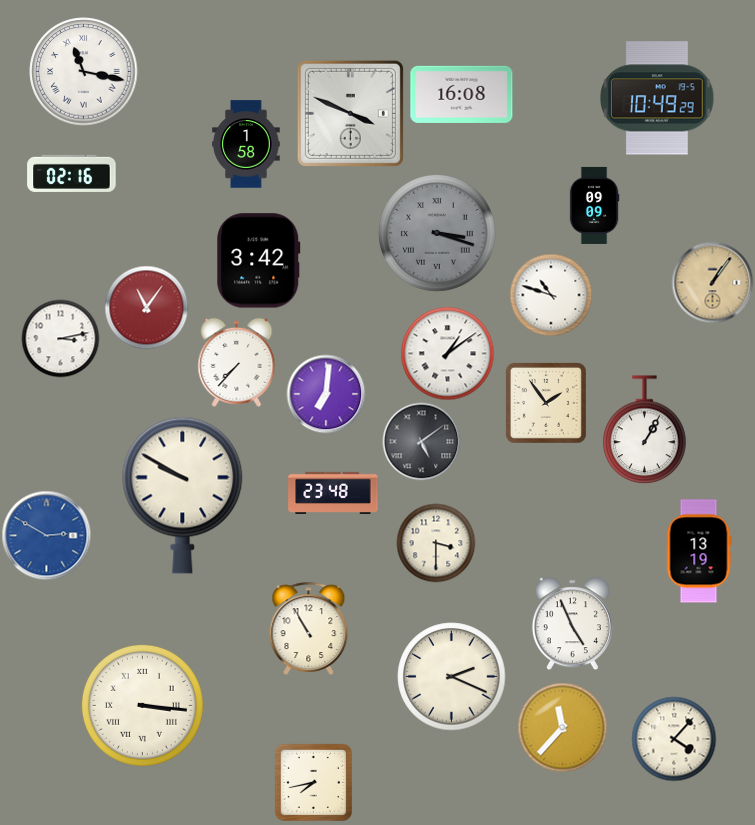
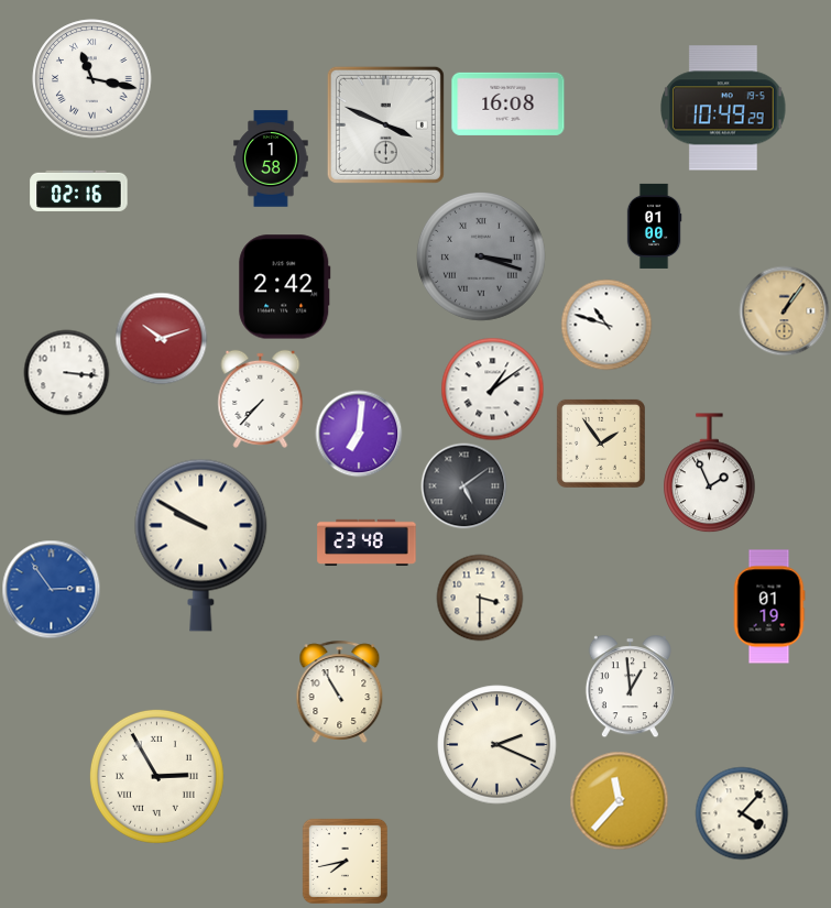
clock at (594, 205): 09:09 -> 01:00
clock at (259, 261): 3:42 -> 2:42
clock at (146, 307): 11:06 -> 10:12
clock at (60, 338): 3:13 -> 3:16
clock at (645, 430): 1:05 -> 1:56
clock at (46, 535): 2:50 -> 2:54
clock at (699, 551): 13:19 -> 01:19
clock at (572, 623): 4:56 -> 12:59
clock at (142, 705): 3:16 -> 2:55
